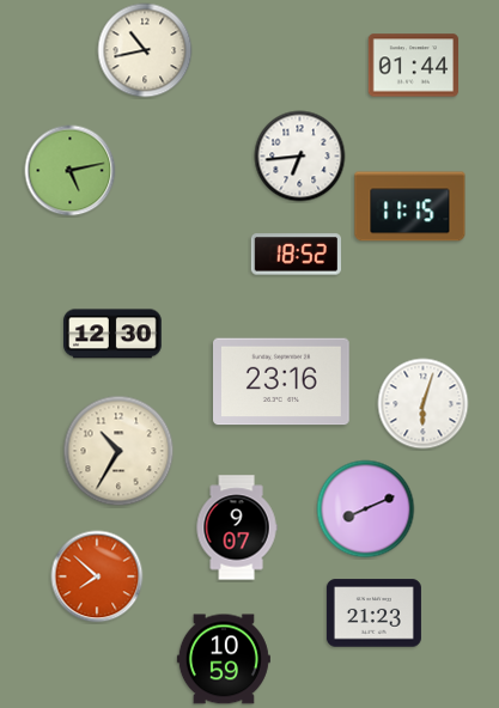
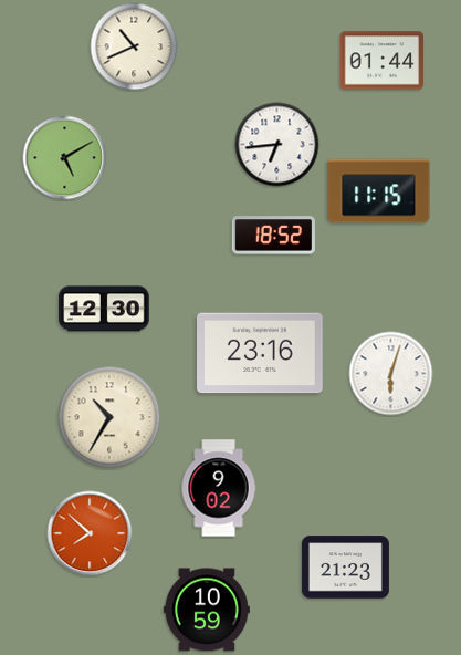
clock at (145, 50): 10:43 -> 10:41
clock at (71, 171): 5:13 -> 5:10
clock at (366, 509): 8:11 -> none
clock at (237, 527): 9:07 -> 9:02
